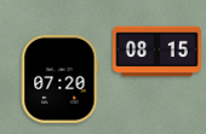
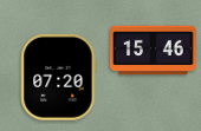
clock at (158, 52): 08:15 -> 15:46
